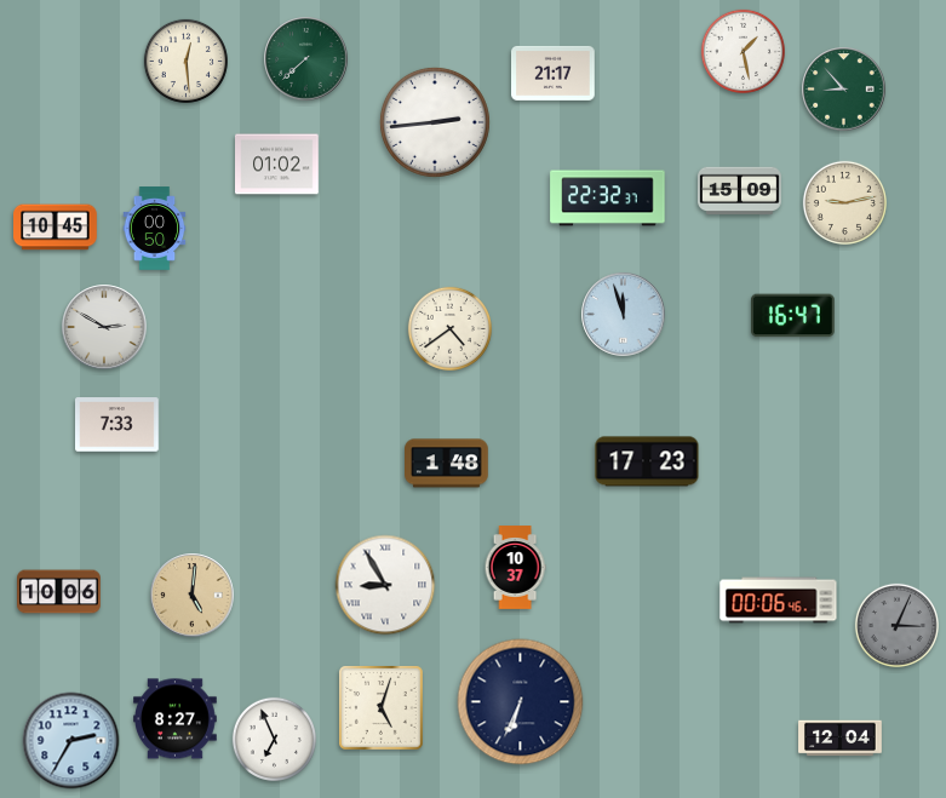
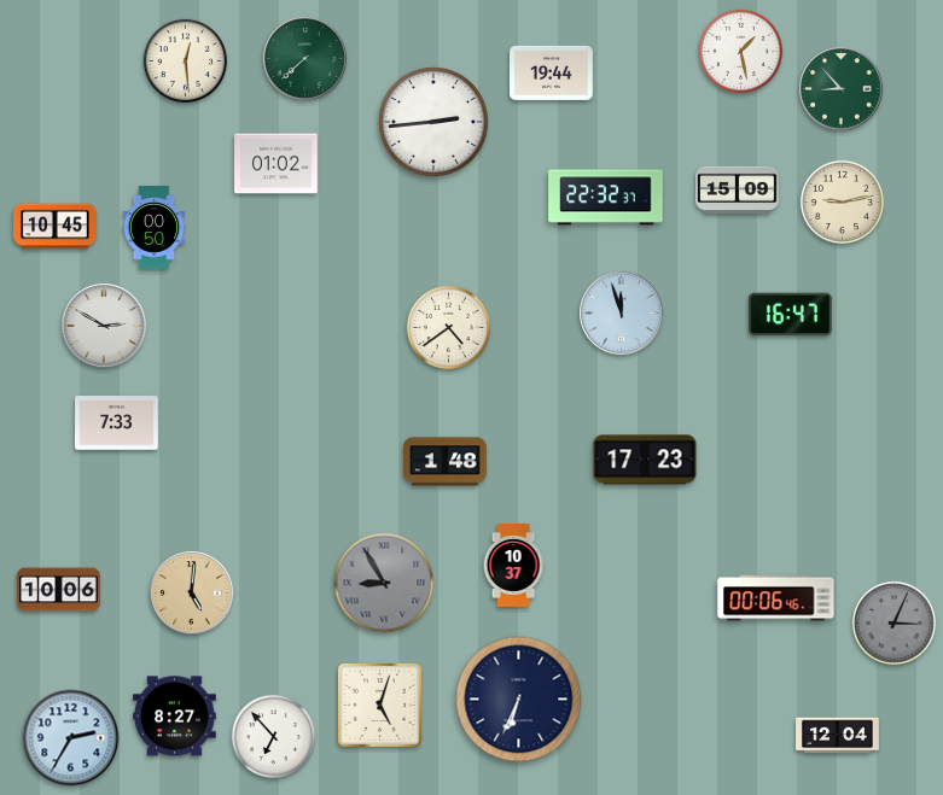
clock at (554, 73): 21:17 -> 19:44
clock at (385, 585) dial: white -> grey
clock at (274, 739): 6:56 -> 6:53
